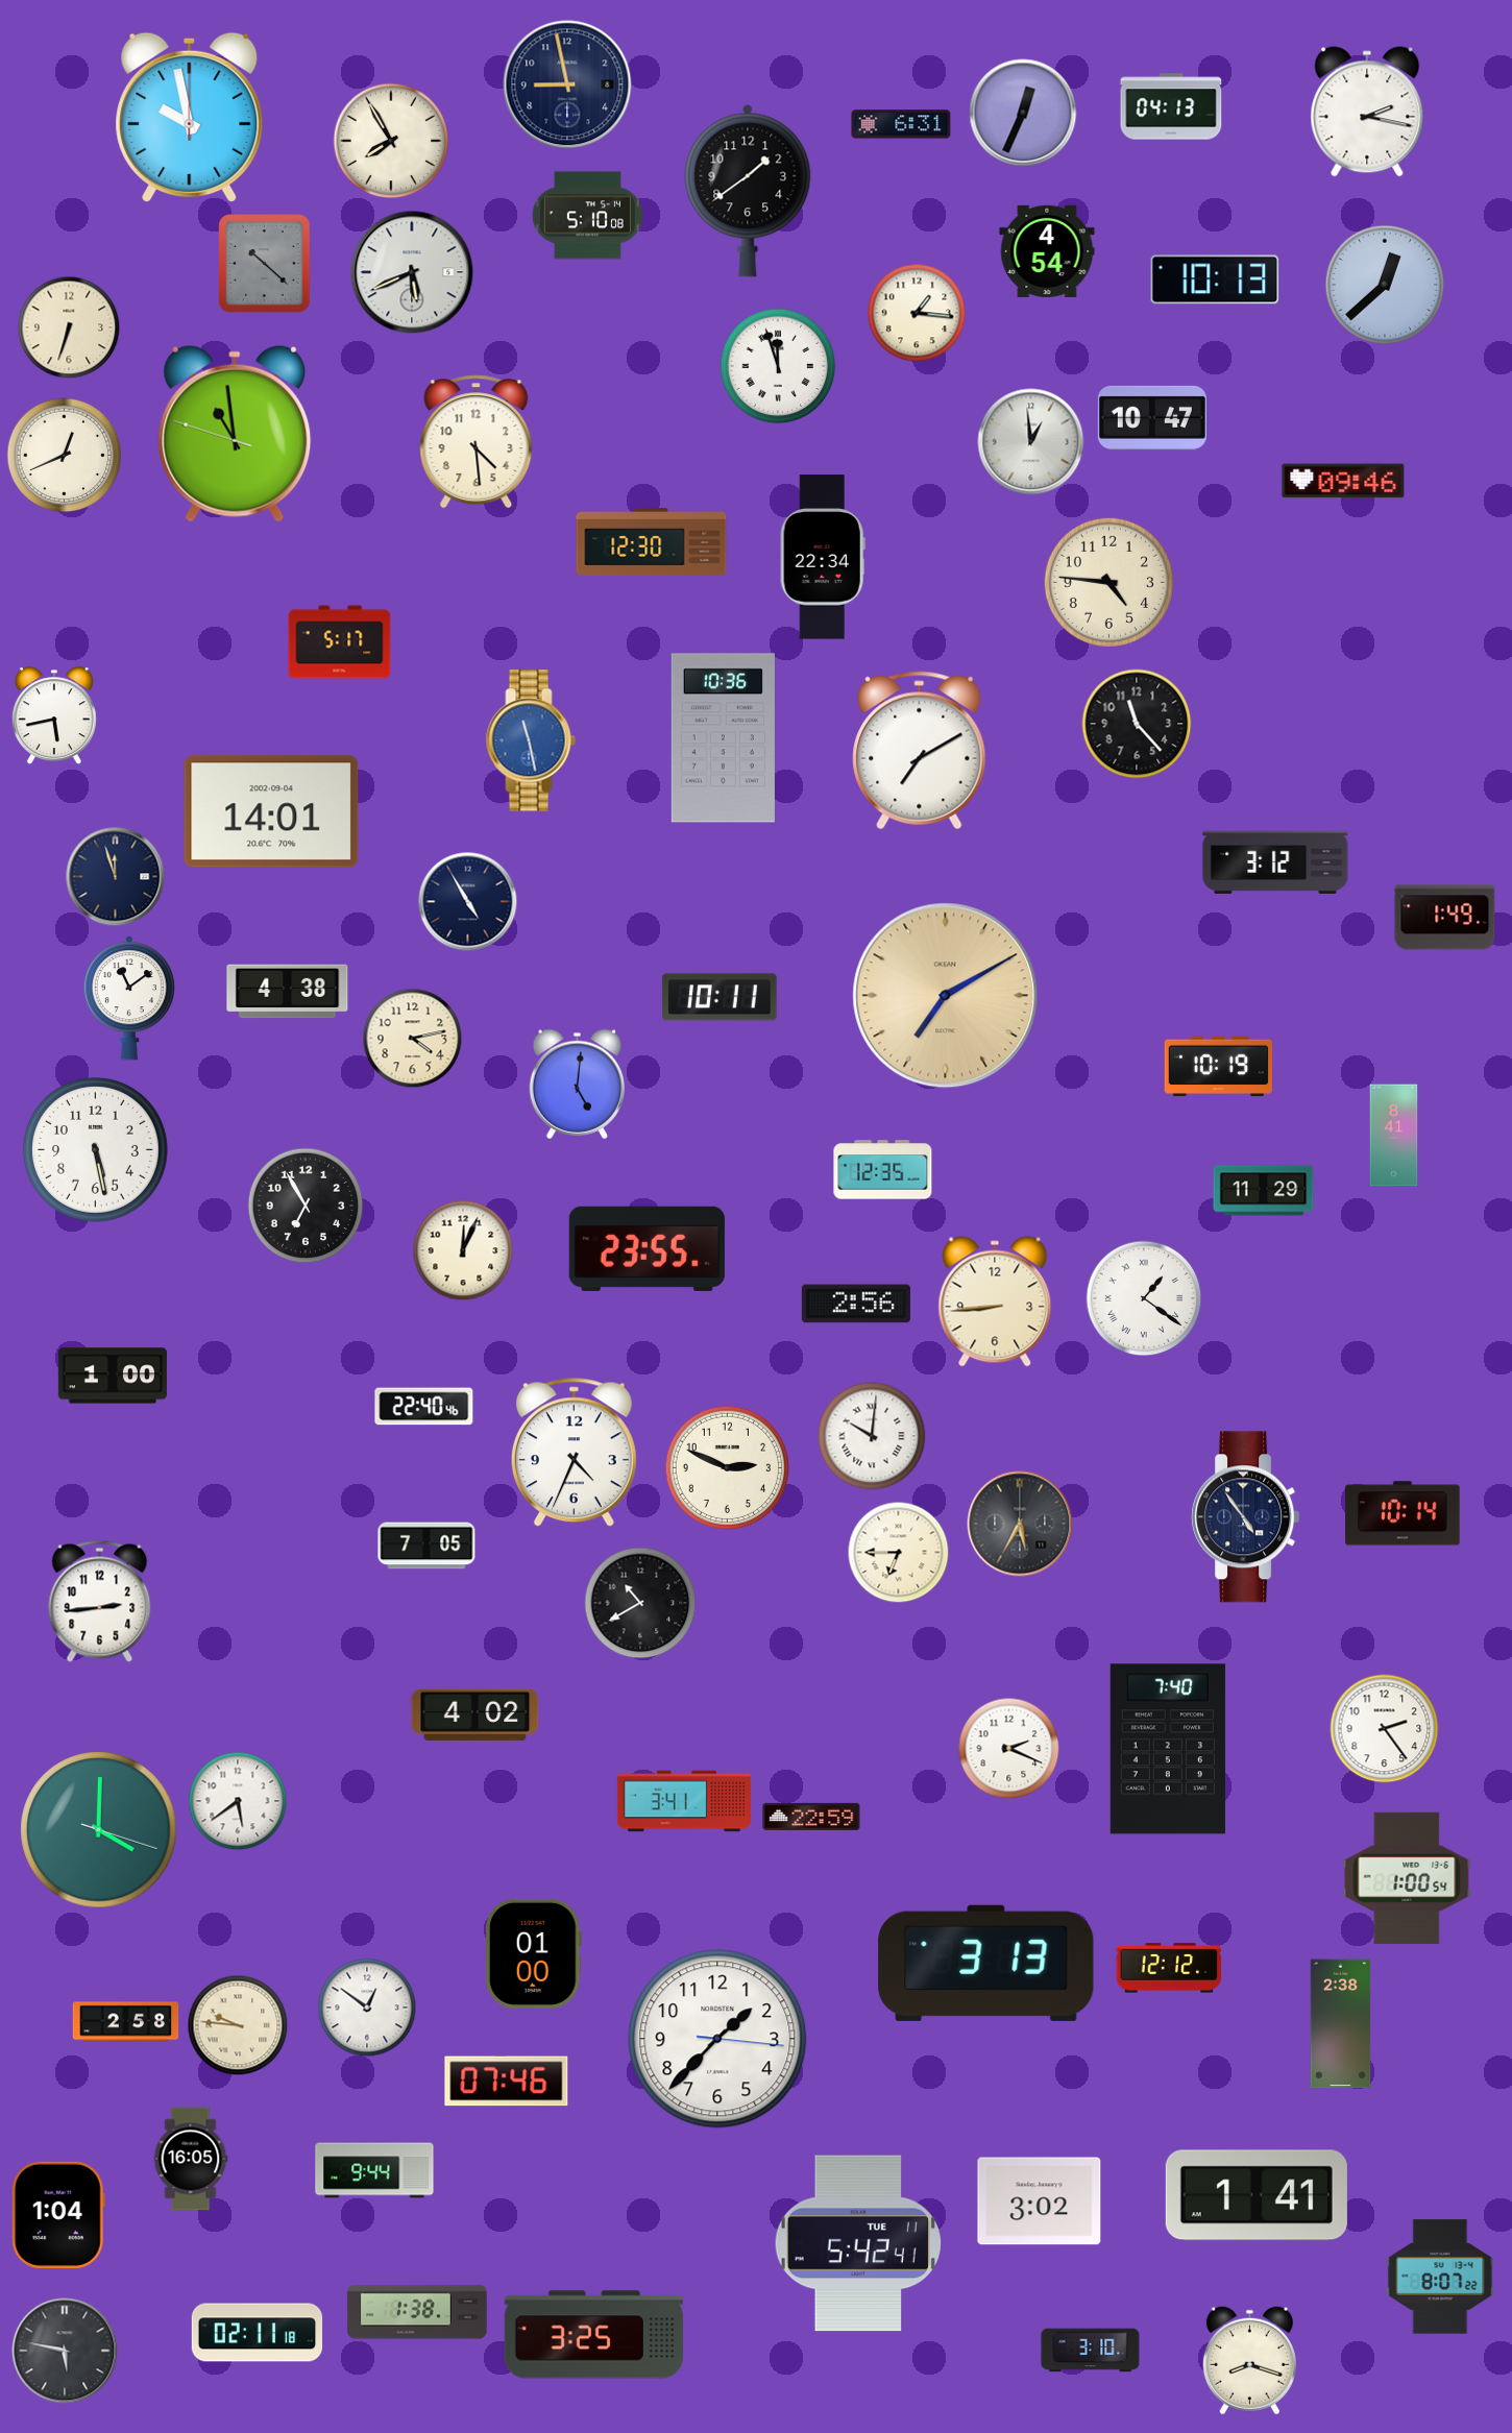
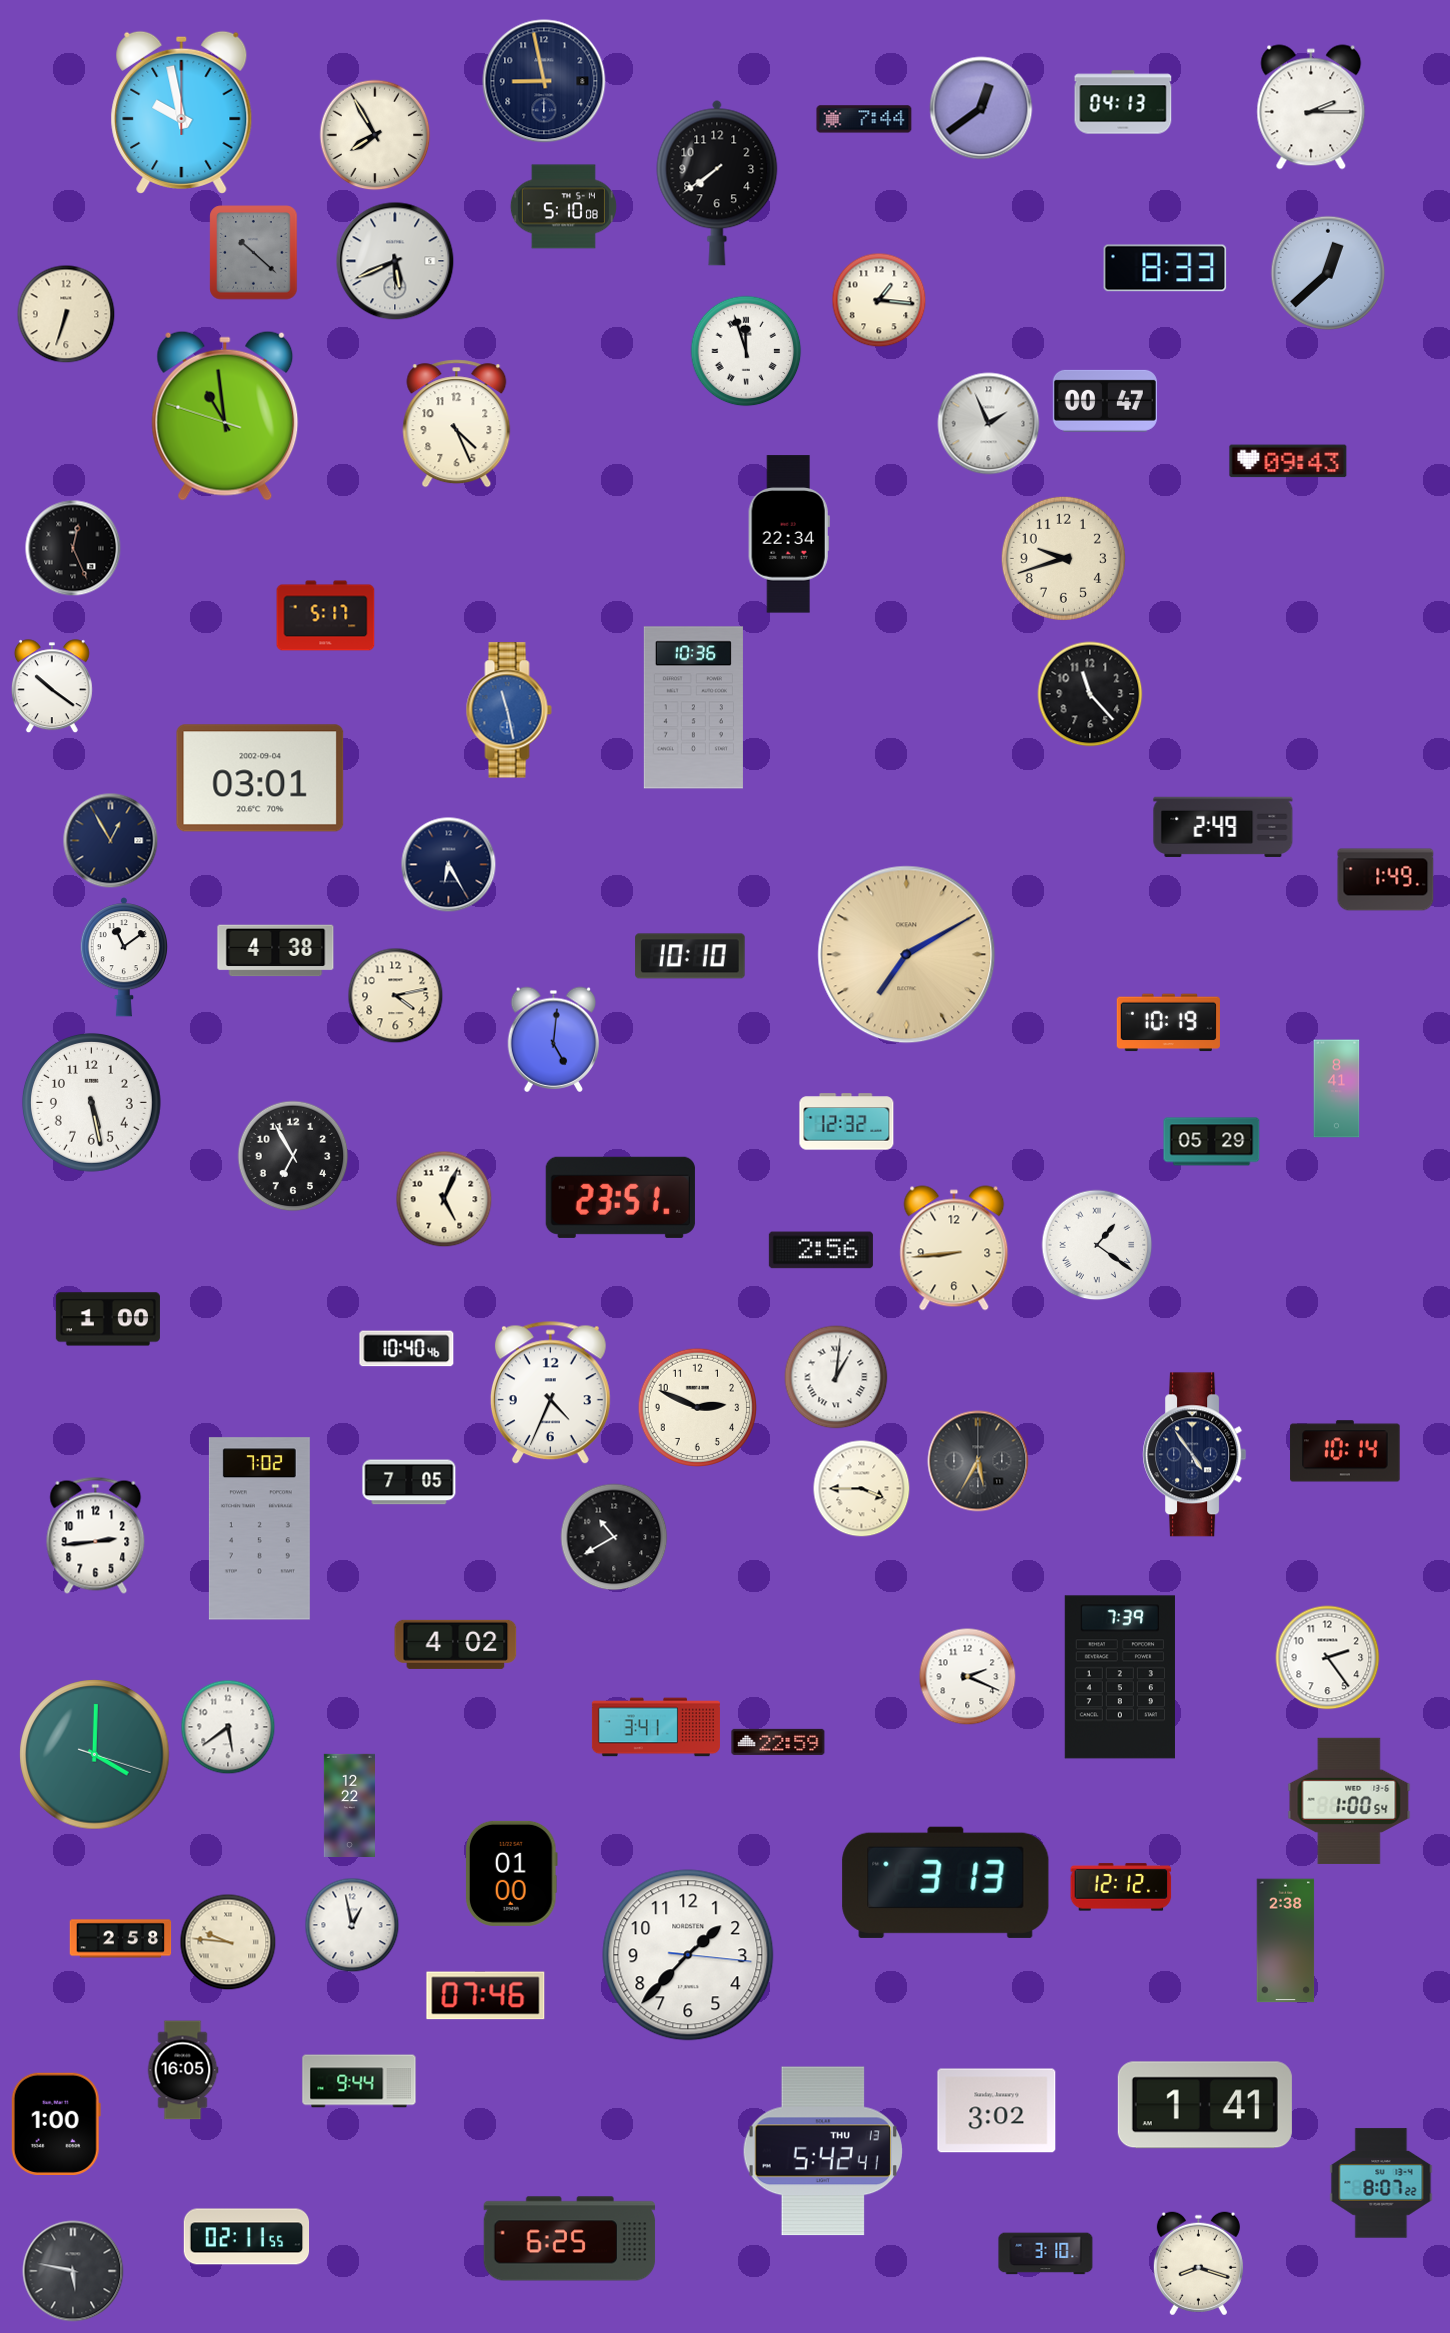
clock at (1367, 112): 2:17 -> 2:15
clock at (1023, 113): 12:34 -> 12:39
clock at (901, 124): 6:31 -> 7:44
clock at (748, 191): 1:39 -> 7:39
clock at (1047, 251): 4:54 -> none
clock at (1215, 279): 10:13 -> 8:33
clock at (1152, 418): 10:47 -> 00:47
clock at (477, 442): 4:29 -> 4:26
clock at (1031, 442): 12:59 -> 1:56
clock at (65, 456): 12:41 -> none
clock at (1343, 481): 09:46 -> 09:43
clock at (652, 542): 12:30 -> none
clock at (73, 548): none -> 12:26
clock at (1108, 582): 4:46 -> 9:42
clock at (54, 716): 5:43 -> 10:21
clock at (920, 751): 7:10 -> none
clock at (271, 811): 14:01 -> 03:01
clock at (1275, 862): 3:12 -> 2:49
clock at (116, 877): 11:57 -> 12:55
clock at (468, 902): 4:55 -> 6:25
clock at (720, 997): 10:11 -> 10:10
clock at (883, 1170): 12:35 -> 12:32
clock at (1264, 1191): 11:29 -> 05:29
clock at (647, 1248): 23:55 -> 23:51
clock at (463, 1250): 12:04 -> 5:04
clock at (424, 1407): 22:40 -> 10:40
clock at (872, 1436): 10:01 -> 1:01
clock at (899, 1553): 6:45 -> 3:45
clock at (259, 1529): none -> 7:02
clock at (1168, 1749): 7:40 -> 7:39
clock at (349, 1805): none -> 12:22
clock at (367, 2008): 12:51 -> 12:58
clock at (58, 2214): 1:04 -> 1:00
clock at (858, 2243) date: TUE 11 -> THU 13
clock at (417, 2312): 1:38 -> none
clock at (258, 2333): 02:11:18 -> 02:11:55
clock at (594, 2335): 3:25 -> 6:25
clock at (65, 2351) position: (65, 2351) -> (73, 2271)
